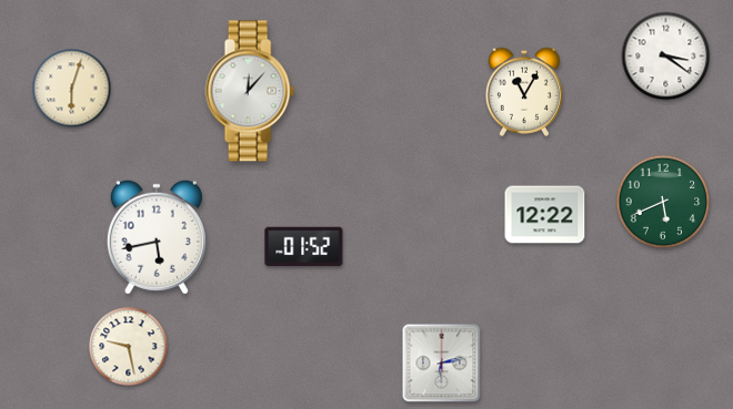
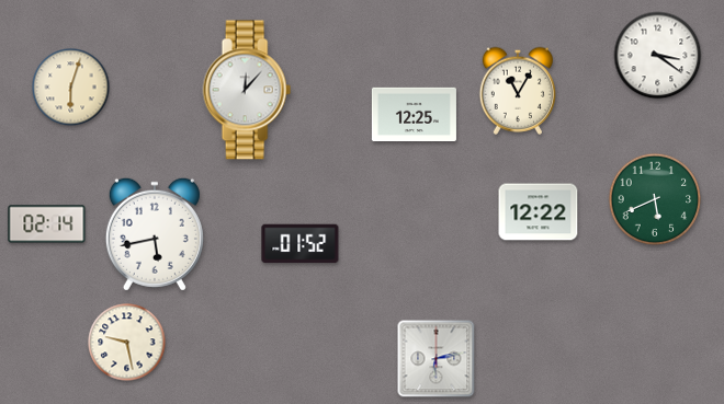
clock at (414, 114): none -> 12:25
clock at (47, 224): none -> 02:14
